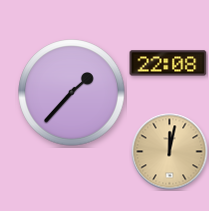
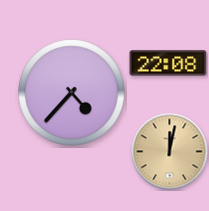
clock at (72, 93): 1:37 -> 4:37
